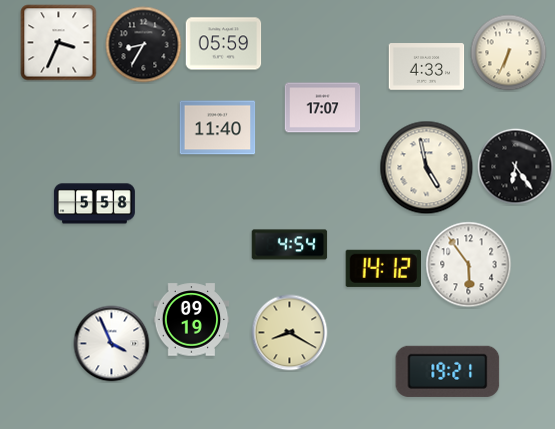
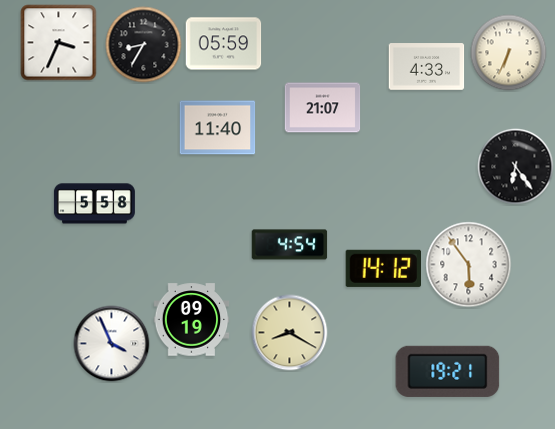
clock at (323, 108): 17:07 -> 21:07
clock at (427, 168): 4:58 -> none
